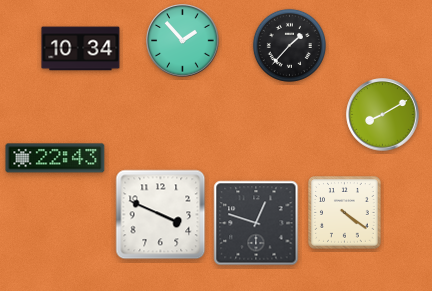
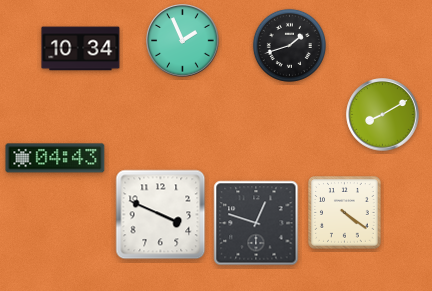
clock at (183, 41): 1:53 -> 1:56
clock at (289, 45): 1:37 -> 1:42
clock at (55, 158): 22:43 -> 04:43
